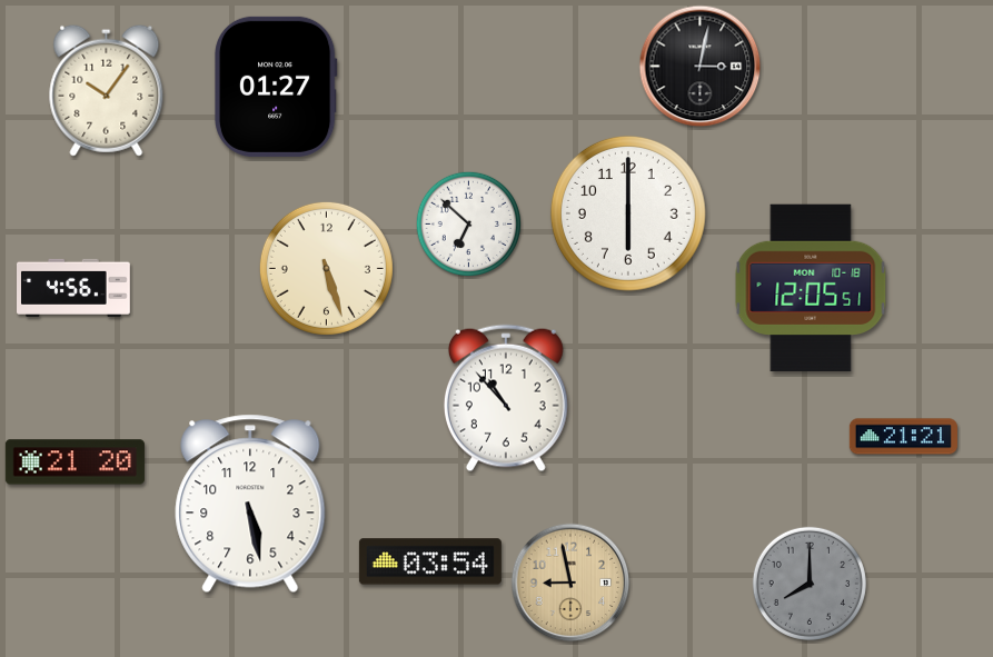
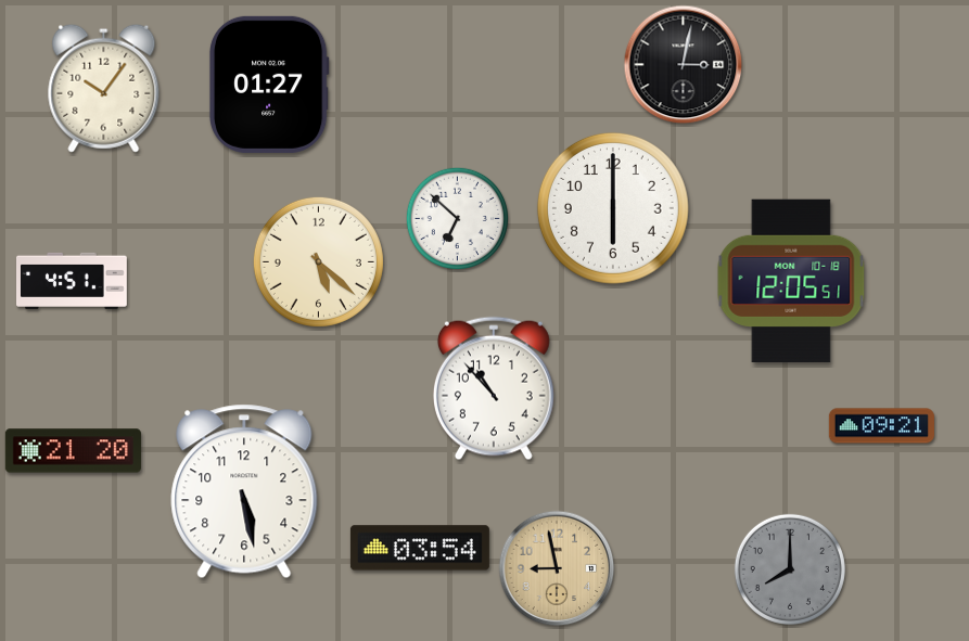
clock at (326, 268): 5:27 -> 5:22
clock at (75, 288): 4:56 -> 4:51
clock at (903, 437): 21:21 -> 09:21
